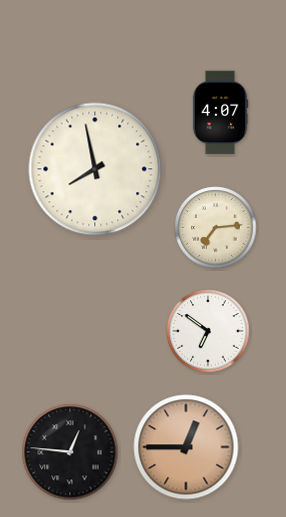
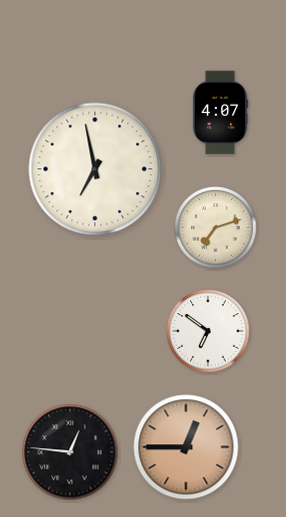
clock at (95, 169): 7:58 -> 6:58
clock at (216, 228): 7:14 -> 7:12
